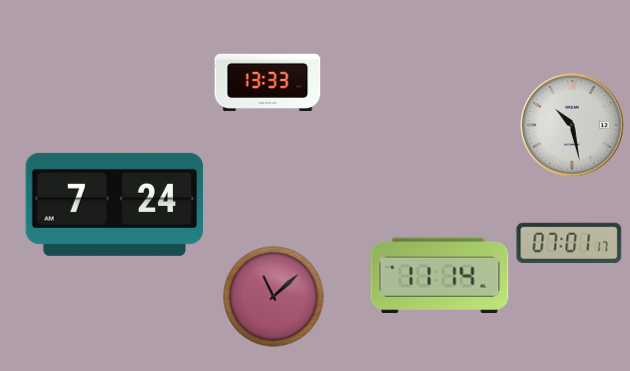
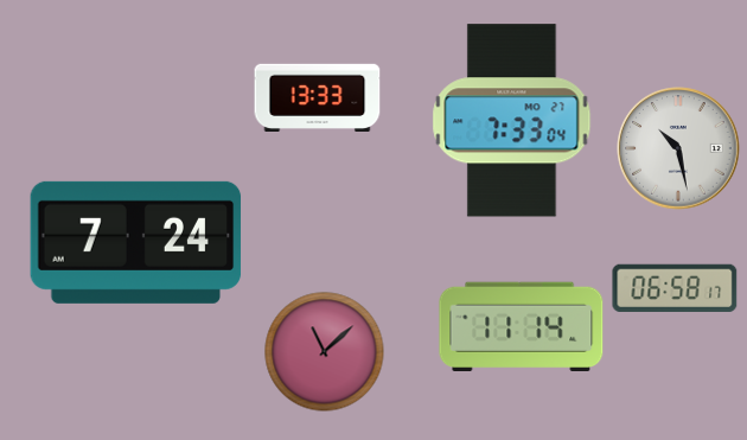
clock at (512, 121): none -> 7:33
clock at (569, 243): 07:01 -> 06:58
